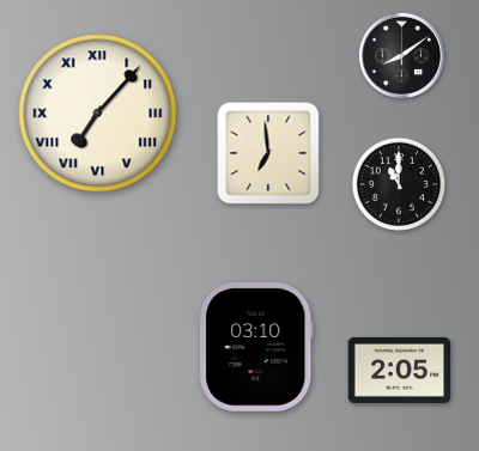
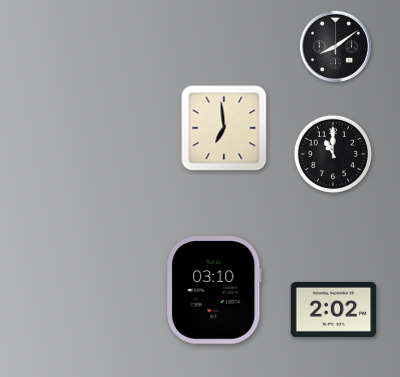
clock at (98, 114): 7:07 -> none
clock at (400, 370): 2:05 -> 2:02
